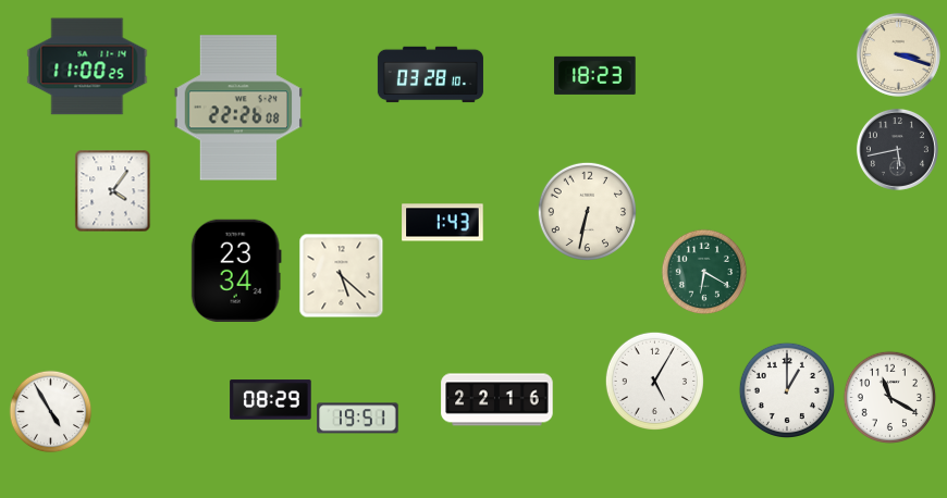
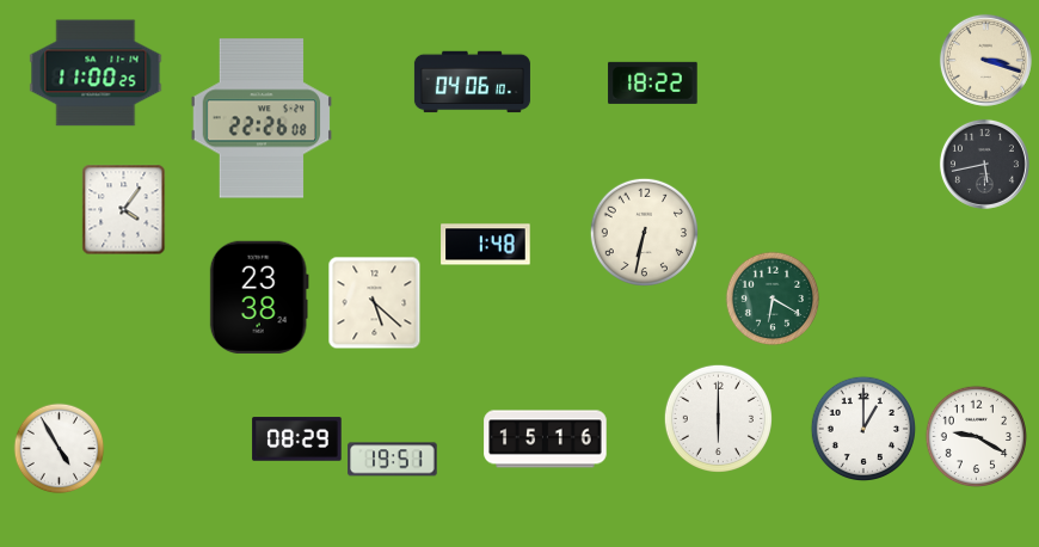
clock at (430, 75): 03:28 -> 04:06
clock at (595, 75): 18:23 -> 18:22
clock at (443, 223): 1:43 -> 1:48
clock at (236, 271): 23:34 -> 23:38
clock at (654, 381): 5:05 -> 6:00
clock at (889, 397): 11:20 -> 9:20
clock at (497, 400): 22:16 -> 15:16
clock at (51, 412) position: (51, 412) -> (60, 449)
